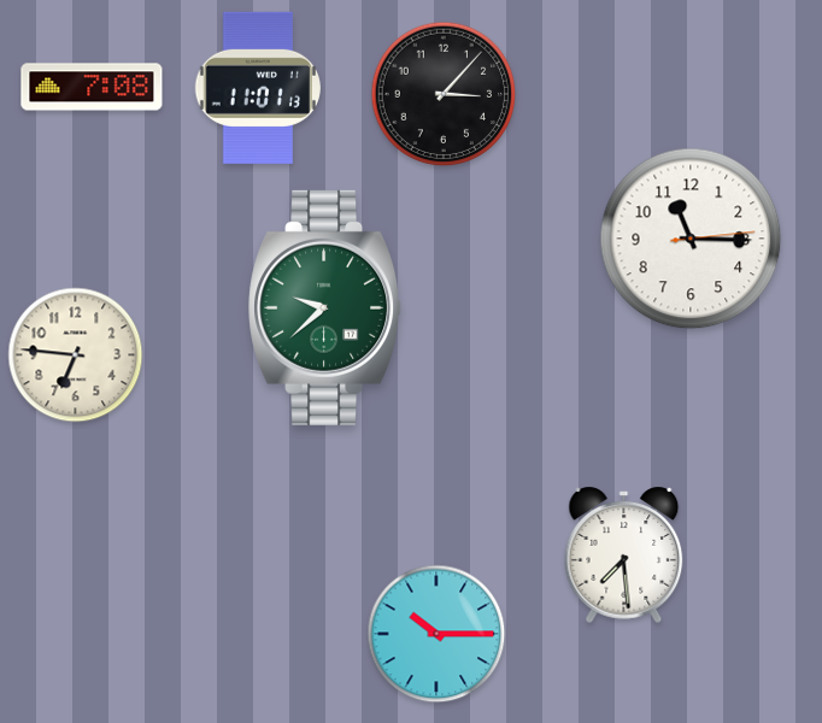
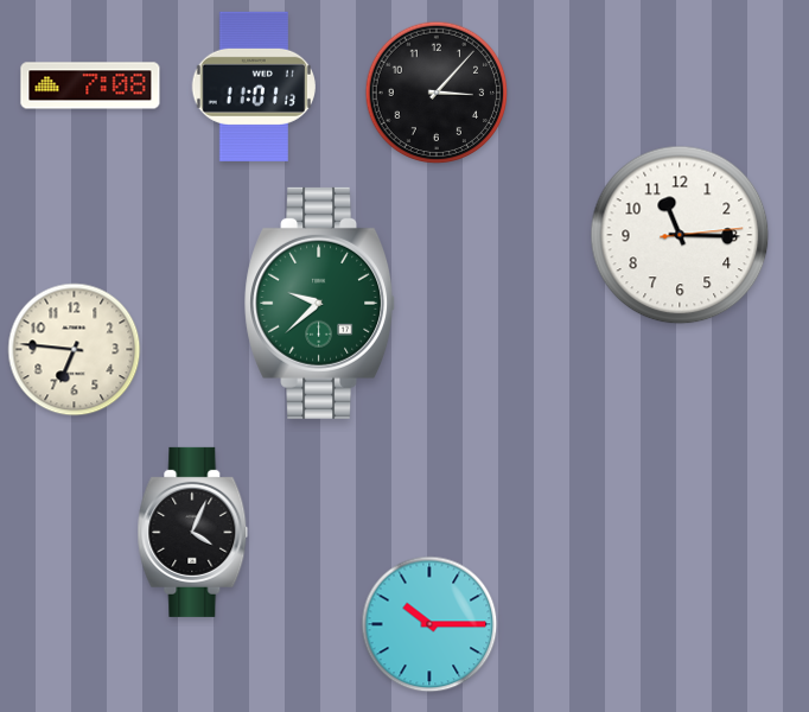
clock at (193, 532): none -> 4:04
clock at (624, 554): 7:29 -> none
